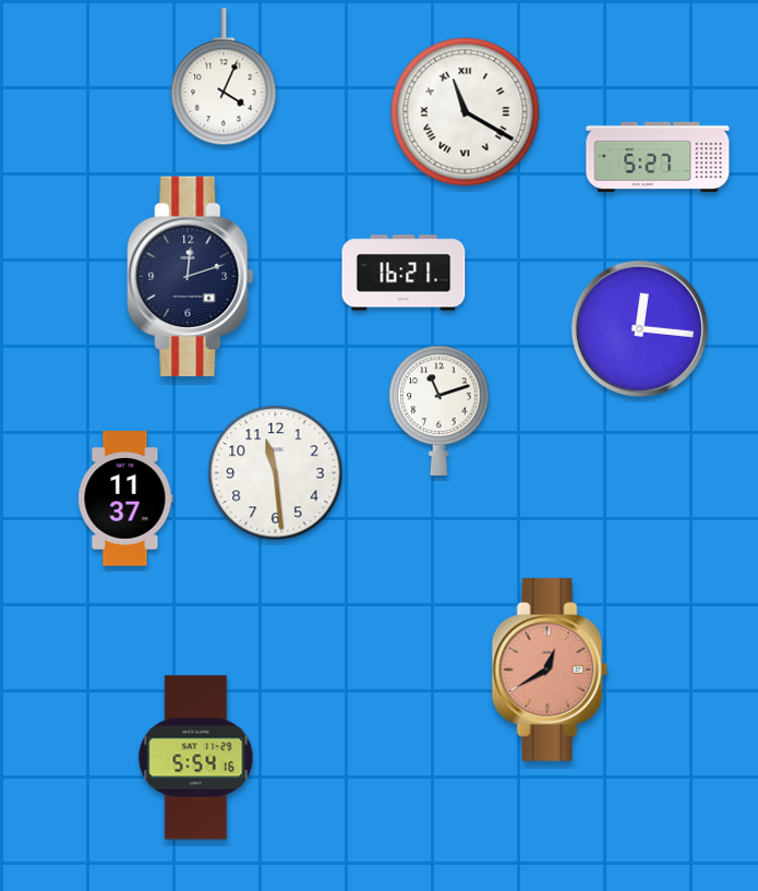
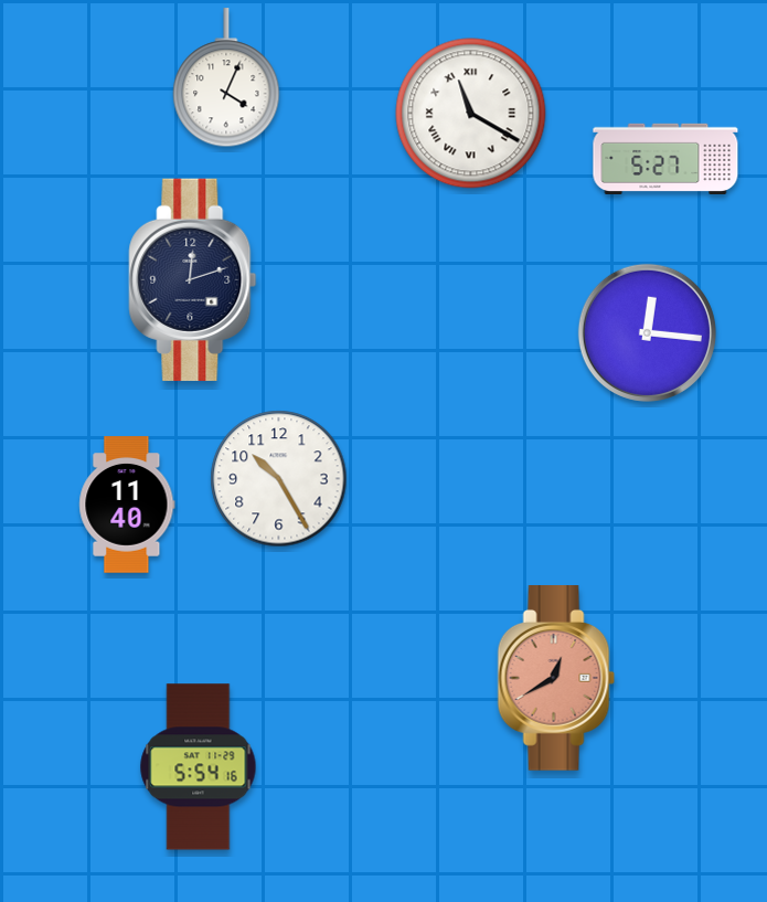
clock at (404, 273): 16:21 -> none
clock at (440, 410): 11:12 -> none
clock at (276, 473): 11:29 -> 10:25
clock at (125, 498): 11:37 -> 11:40
